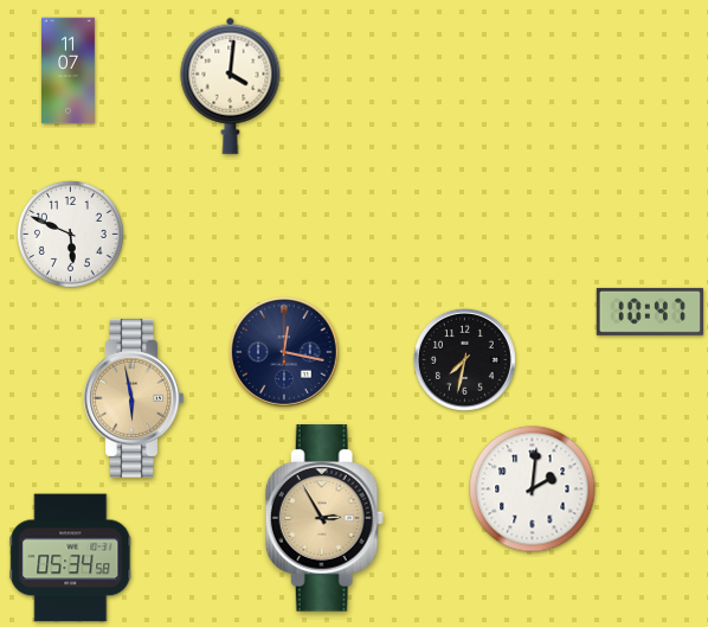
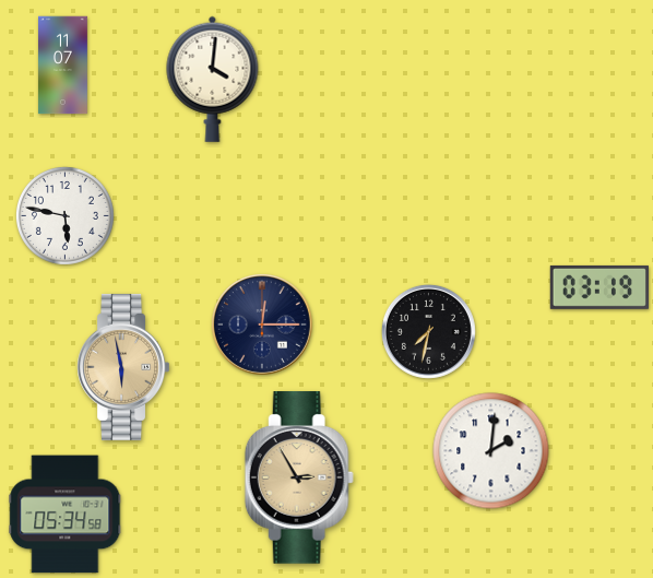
clock at (70, 233): 5:49 -> 5:47
clock at (649, 312): 10:47 -> 03:19
clock at (285, 353): 12:17 -> 12:15
